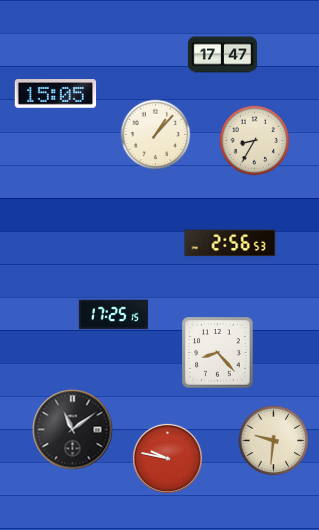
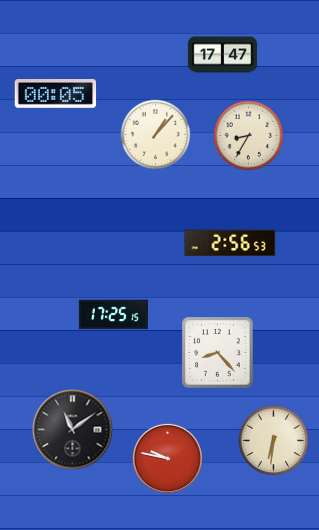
clock at (56, 94): 15:05 -> 00:05
clock at (255, 141) position: (255, 141) -> (249, 136)
clock at (274, 441): 9:31 -> 6:31
